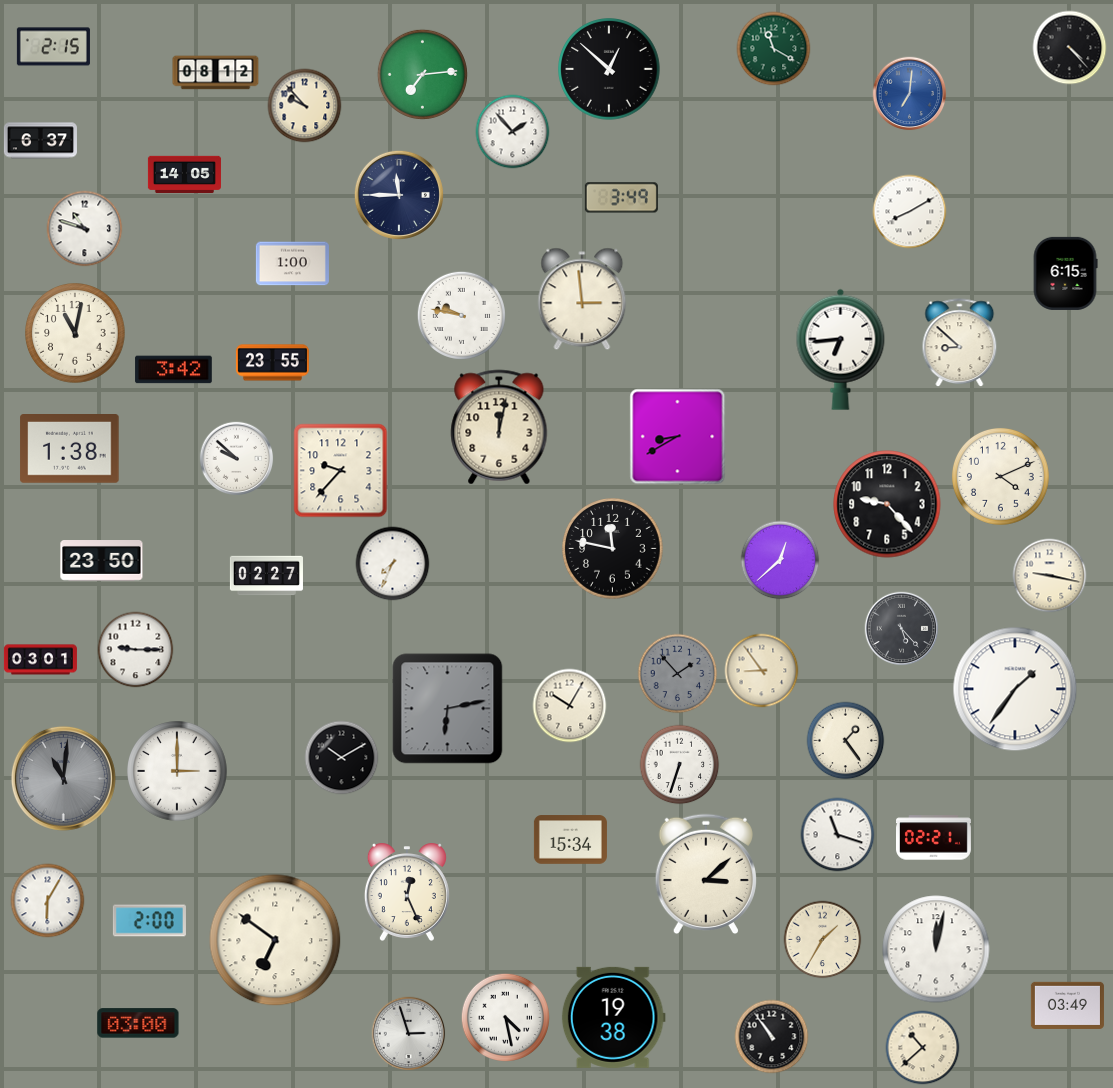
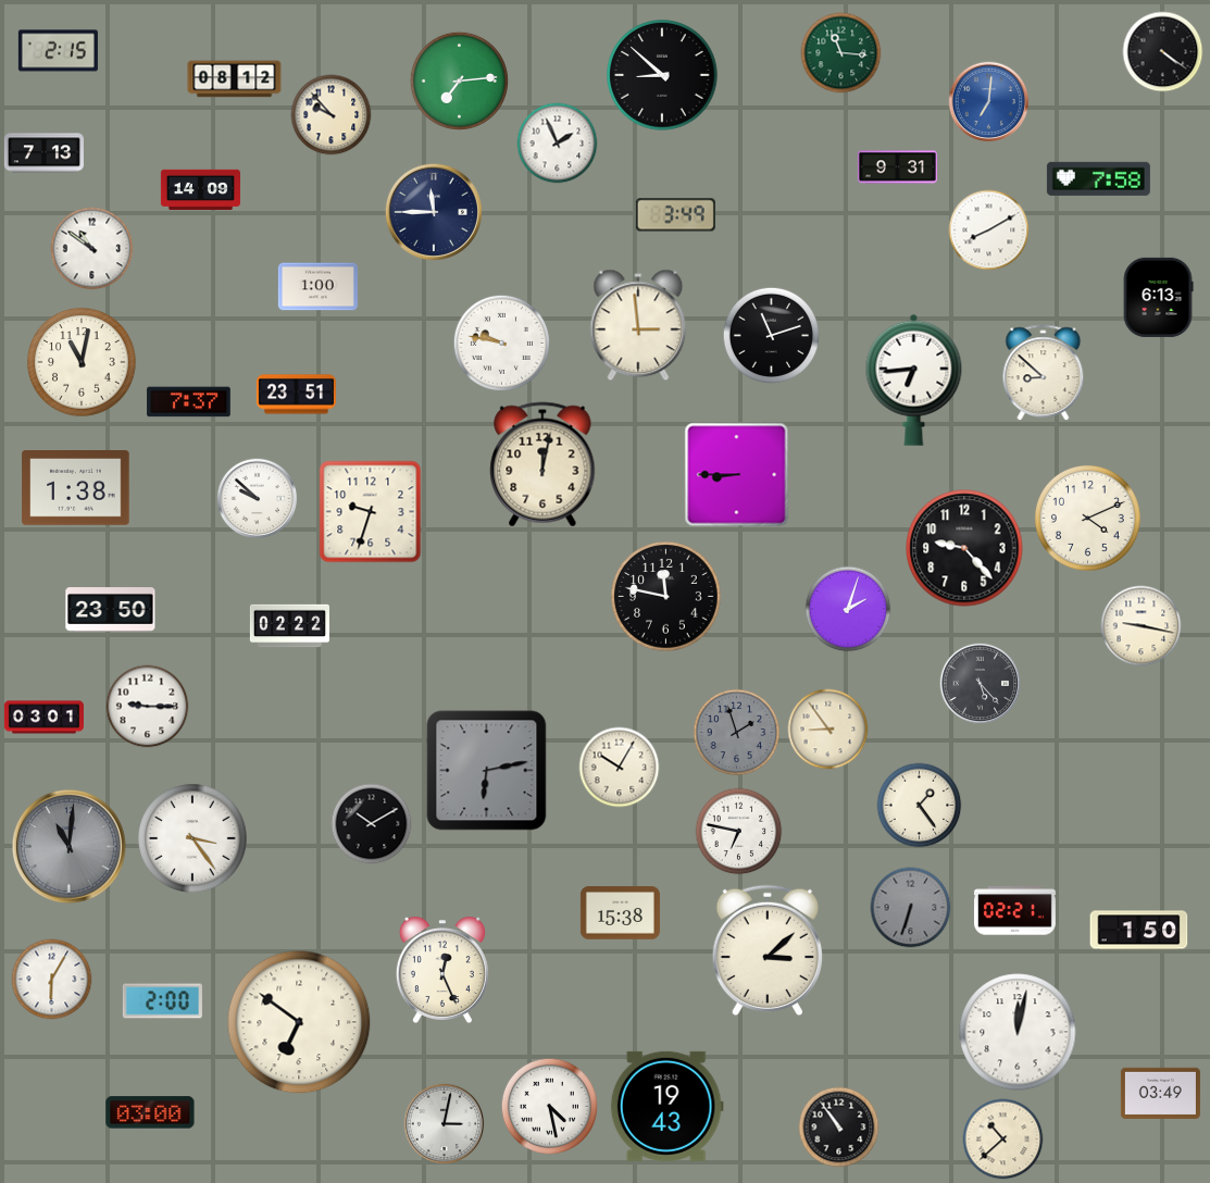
clock at (1070, 48): 4:23 -> 4:21
clock at (774, 49): 11:20 -> 11:16
clock at (609, 69): 12:52 -> 8:52
clock at (513, 132): 1:53 -> 1:56
clock at (40, 141): 6:37 -> 7:13
clock at (897, 167): none -> 9:31
clock at (1098, 178): none -> 7:58
clock at (184, 175): 14:05 -> 14:09
clock at (85, 229): 10:48 -> 10:51
clock at (1065, 273): 6:15 -> 6:13
clock at (582, 299) position: (582, 299) -> (638, 325)
clock at (771, 335): none -> 11:12
clock at (272, 363): 23:55 -> 23:51
clock at (174, 370): 3:42 -> 7:37
clock at (678, 437): 8:40 -> 8:45
clock at (341, 471): 9:37 -> 9:33
clock at (780, 560): 12:38 -> 2:03
clock at (393, 564): 7:34 -> none
clock at (266, 576): 02:27 -> 02:22
clock at (678, 674): 1:53 -> 1:57
clock at (1015, 689): 1:36 -> none
clock at (680, 765): 6:33 -> 6:47
clock at (177, 771): 3:00 -> 3:24
clock at (838, 835): 11:18 -> 6:33
clock at (838, 835) dial: white -> grey
clock at (570, 840): 15:34 -> 15:38
clock at (1139, 931): none -> 1:50
clock at (823, 940): 1:35 -> none
clock at (613, 1017): 19:38 -> 19:43
clock at (409, 1034): 2:57 -> 3:02
